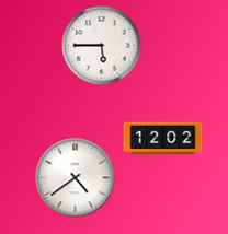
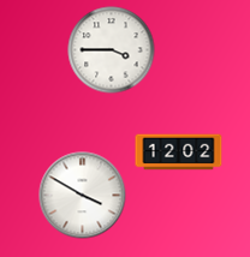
clock at (102, 46): 5:45 -> 3:45
clock at (76, 178): 4:39 -> 3:50
